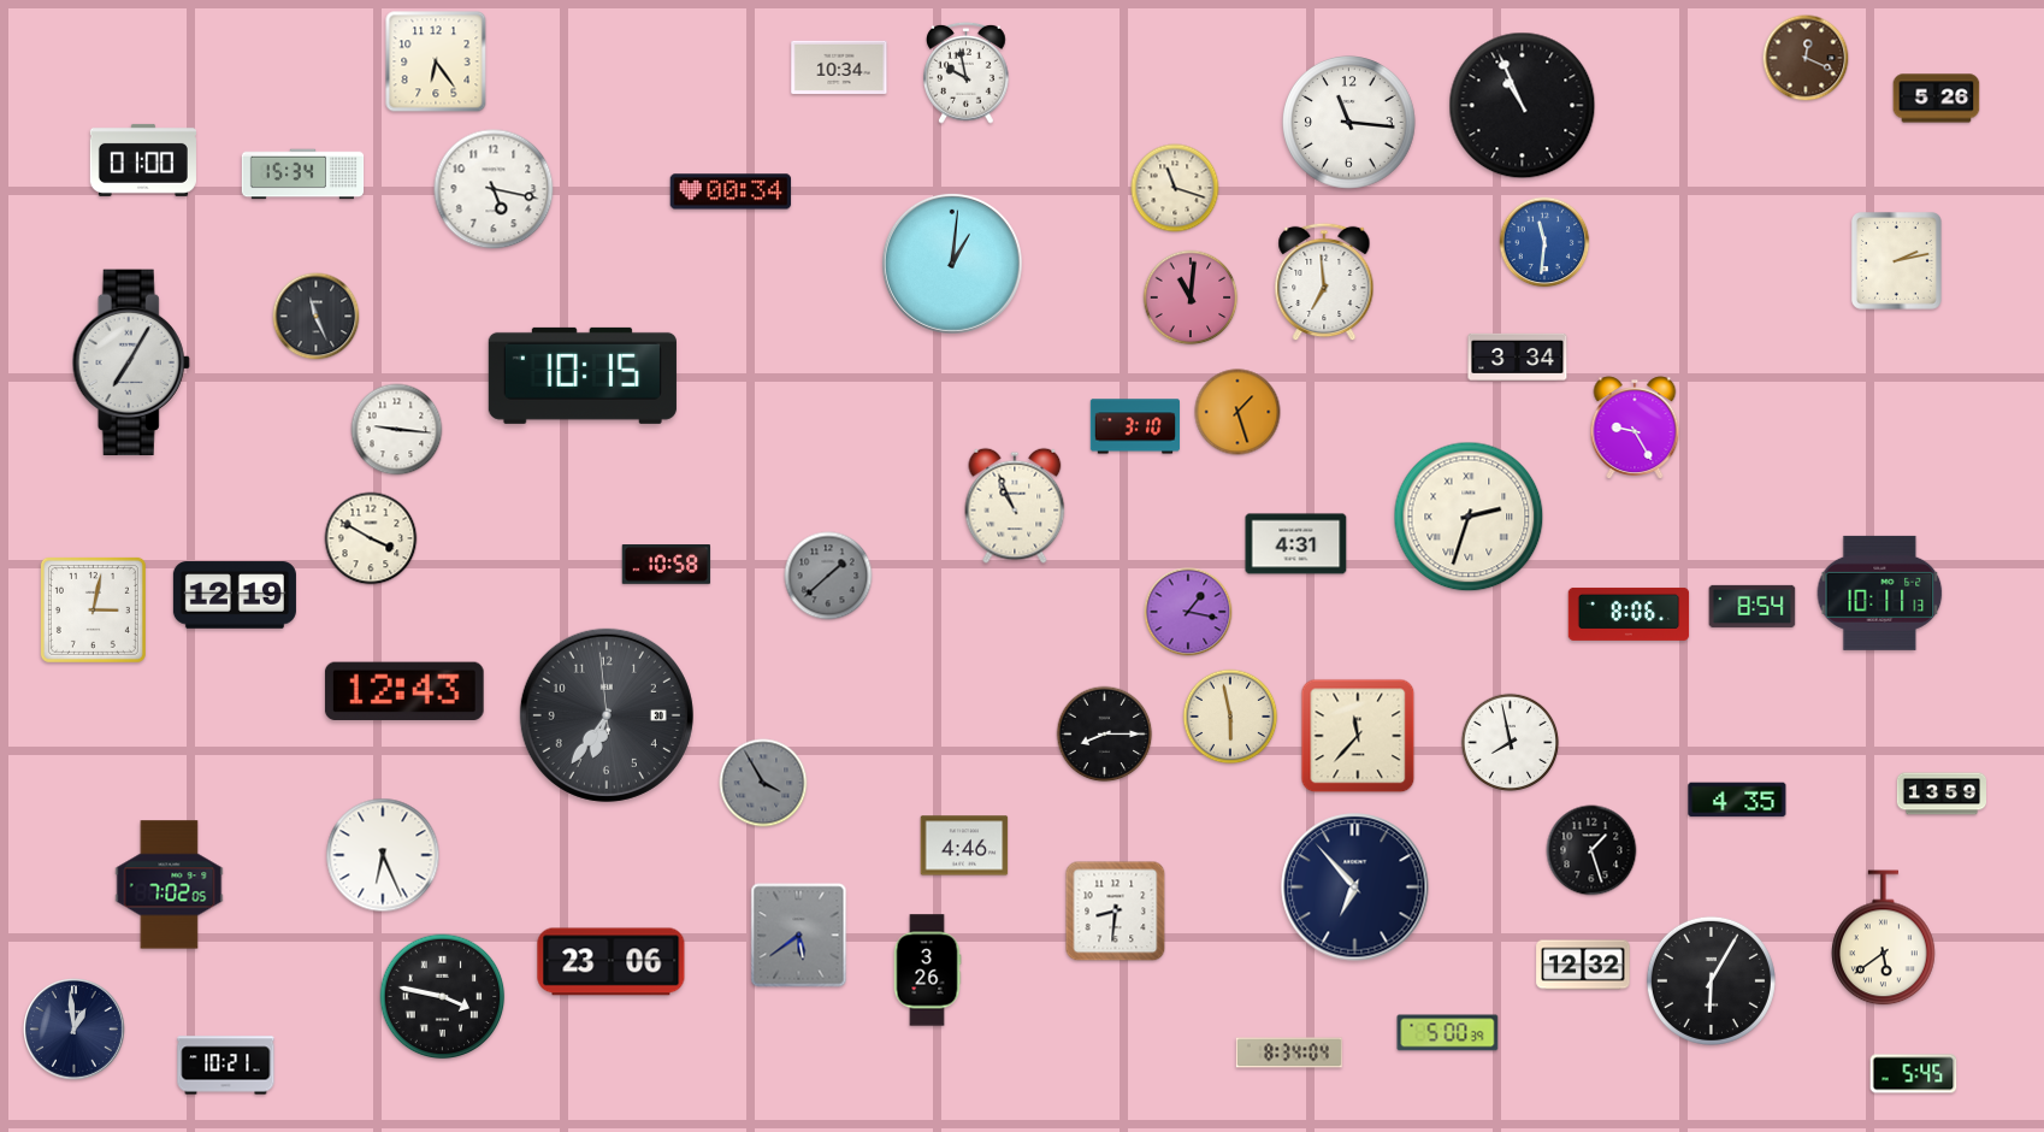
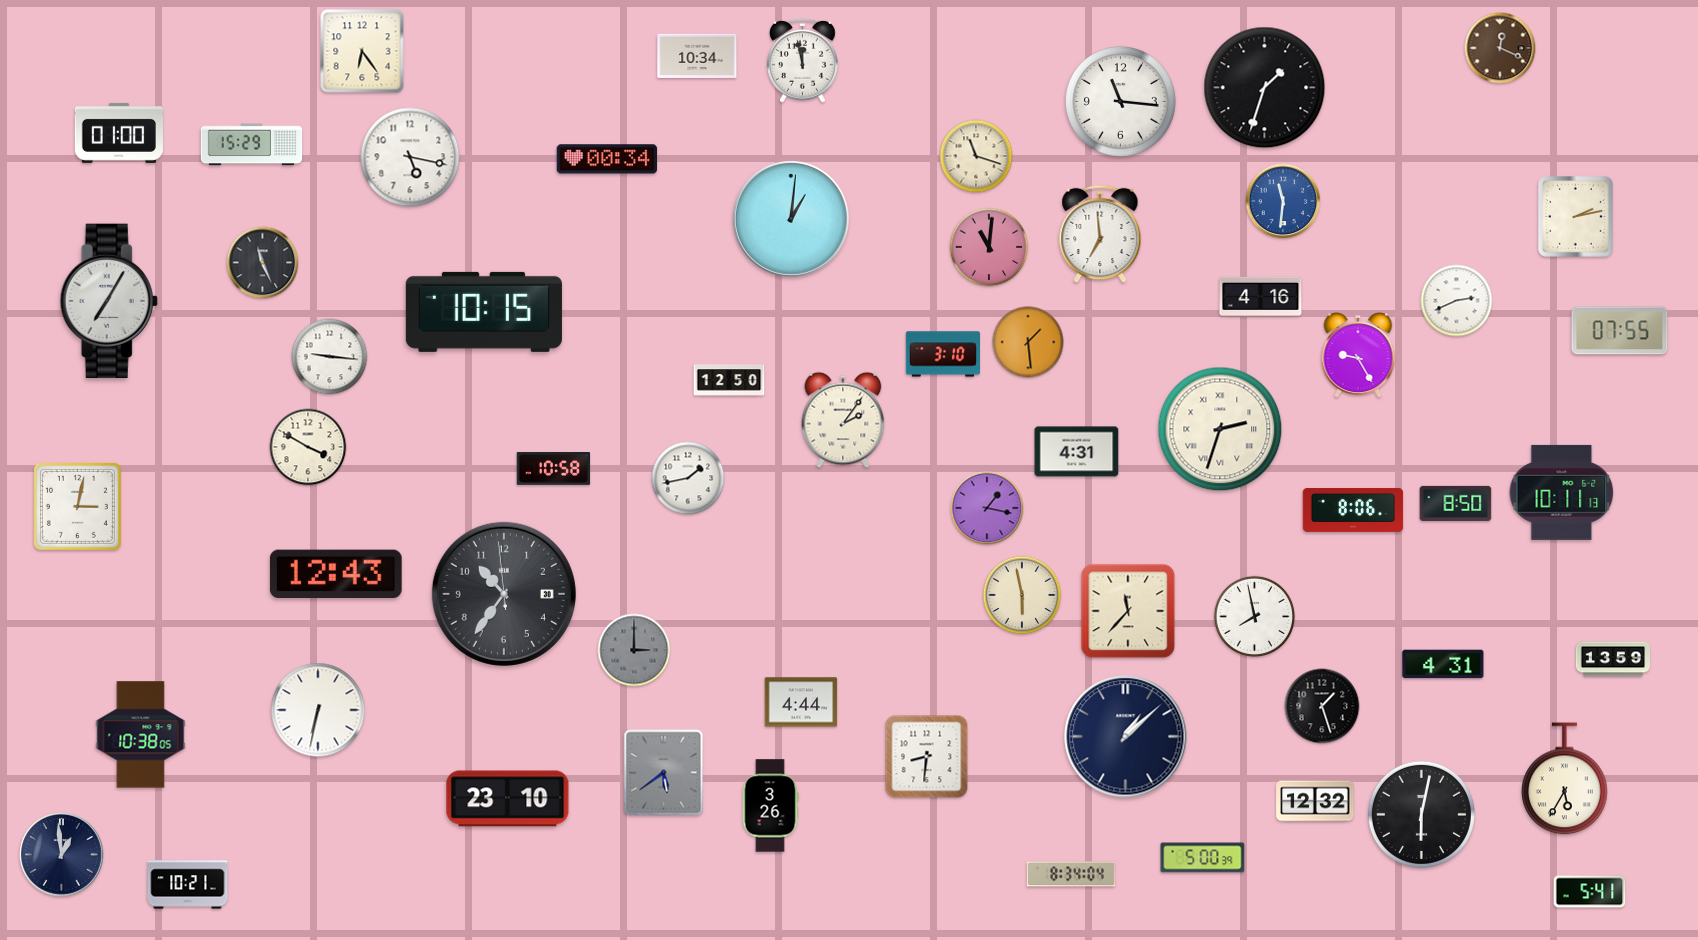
clock at (967, 72): 9:58 -> 11:58
clock at (1937, 99): 5:26 -> none
clock at (1523, 106): 10:56 -> 1:33
clock at (303, 175): 15:34 -> 15:29
clock at (1518, 356): 3:34 -> 4:16
clock at (1457, 301): none -> 2:41
clock at (1620, 331): none -> 07:55
clock at (1237, 412): 1:27 -> 1:29
clock at (729, 380): none -> 12:50
clock at (1015, 506): 10:56 -> 2:06
clock at (828, 576): 1:38 -> 1:43
clock at (828, 576) dial: grey -> white
clock at (235, 595): 12:19 -> none
clock at (1753, 606): 8:54 -> 8:50
clock at (607, 715): 6:35 -> 10:35
clock at (1105, 735): 8:15 -> none
clock at (763, 783): 3:55 -> 3:00
clock at (1737, 800): 4:35 -> 4:31
clock at (964, 845): 4:46 -> 4:44
clock at (383, 855): 6:26 -> 6:32
clock at (170, 885): 7:02 -> 10:38
clock at (1355, 888): 6:53 -> 1:08
clock at (799, 936) position: (799, 936) -> (664, 773)
clock at (1884, 938): 5:39 -> 5:35
clock at (612, 962): 23:06 -> 23:10
clock at (1711, 980): 6:05 -> 6:02
clock at (443, 997): 3:47 -> none
clock at (1914, 1074): 5:45 -> 5:41
